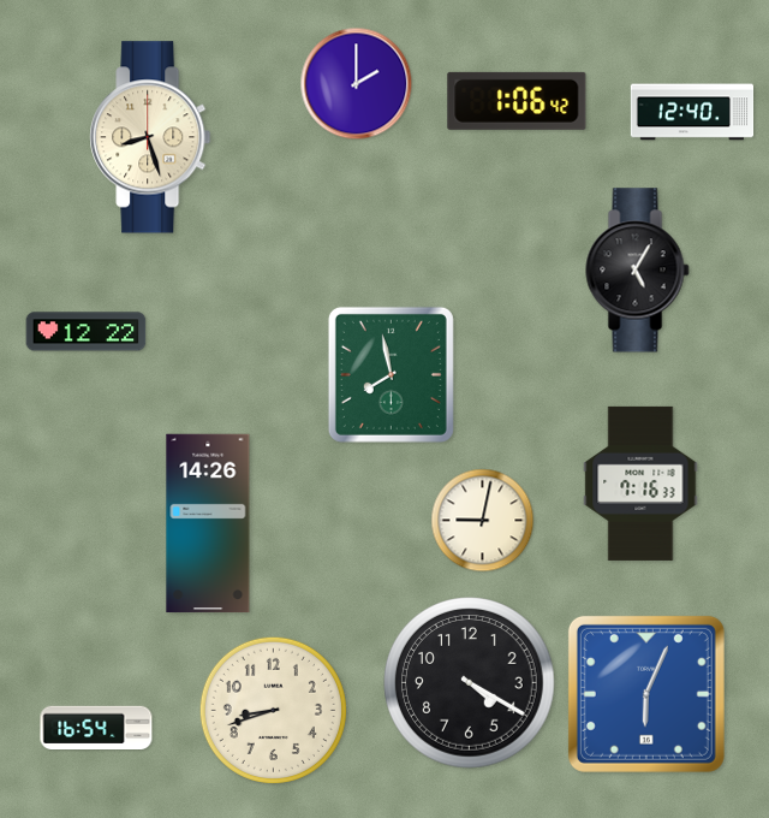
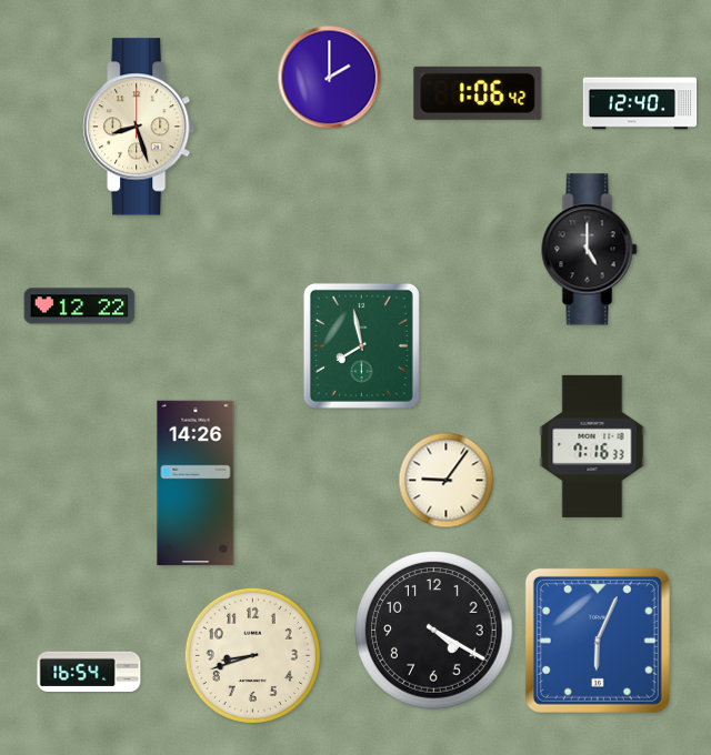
clock at (638, 271): 5:05 -> 5:00
clock at (483, 521): 9:02 -> 9:06
clock at (208, 523) position: (208, 523) -> (196, 483)
